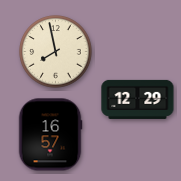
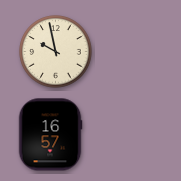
clock at (56, 52): 7:58 -> 9:58
clock at (138, 99): 12:29 -> none
